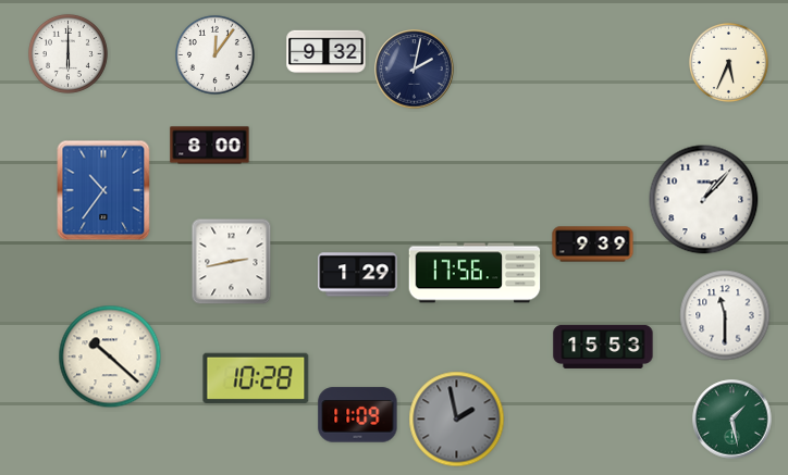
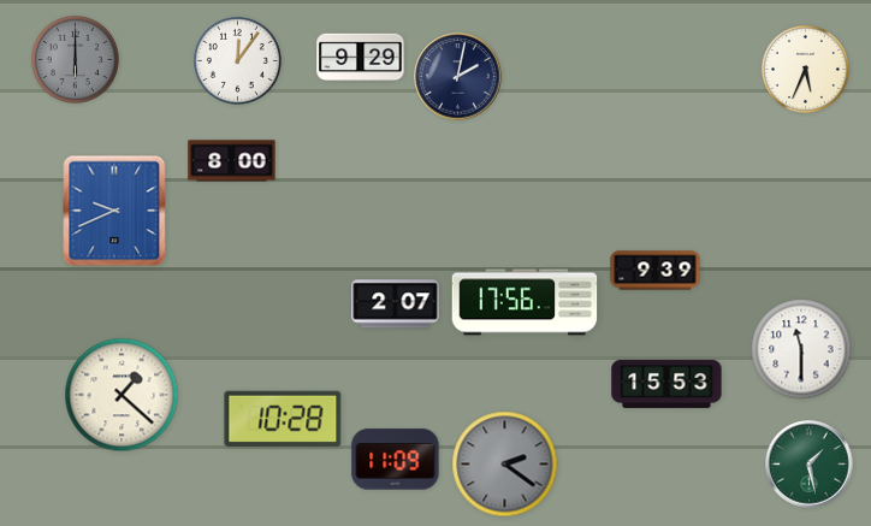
clock at (327, 52): 9:32 -> 9:29
clock at (67, 53) dial: white -> grey
clock at (103, 190): 10:36 -> 9:41
clock at (704, 200): 1:07 -> none
clock at (232, 262): 2:43 -> none
clock at (358, 275): 1:29 -> 2:07
clock at (110, 357): 10:22 -> 1:22
clock at (457, 420): 1:58 -> 2:21
